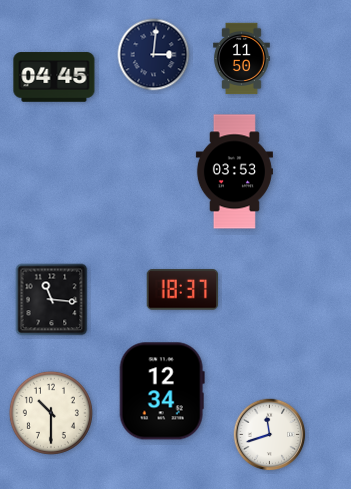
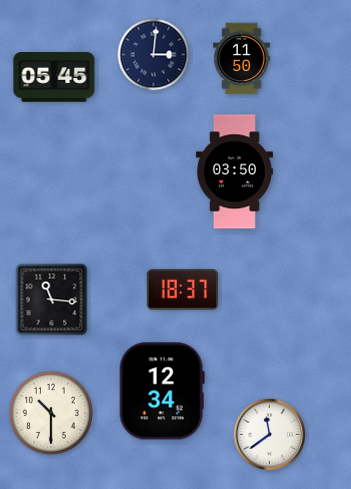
clock at (54, 77): 04:45 -> 05:45
clock at (234, 172): 03:53 -> 03:50
clock at (270, 435): 11:42 -> 11:39
